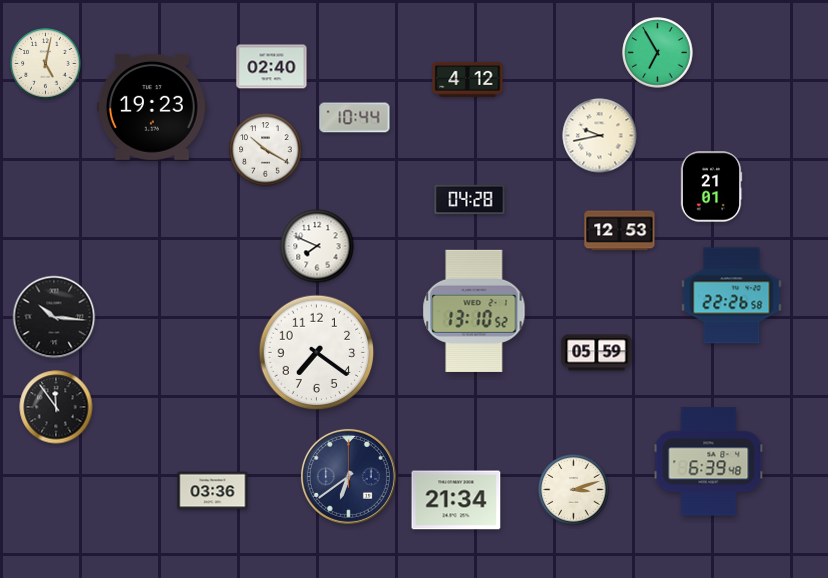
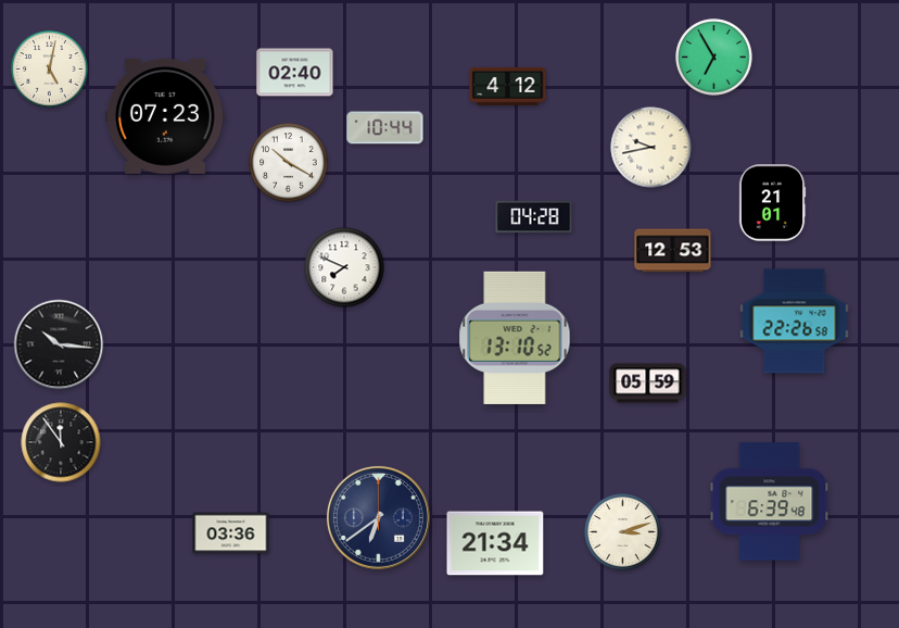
clock at (152, 107): 19:23 -> 07:23
clock at (470, 200) position: (470, 200) -> (534, 217)
clock at (317, 353): 7:21 -> none
